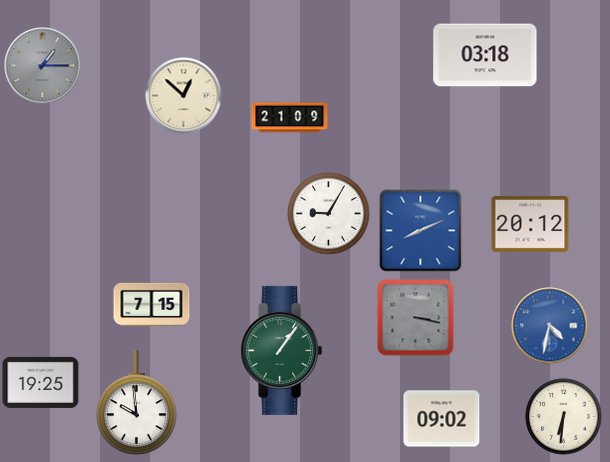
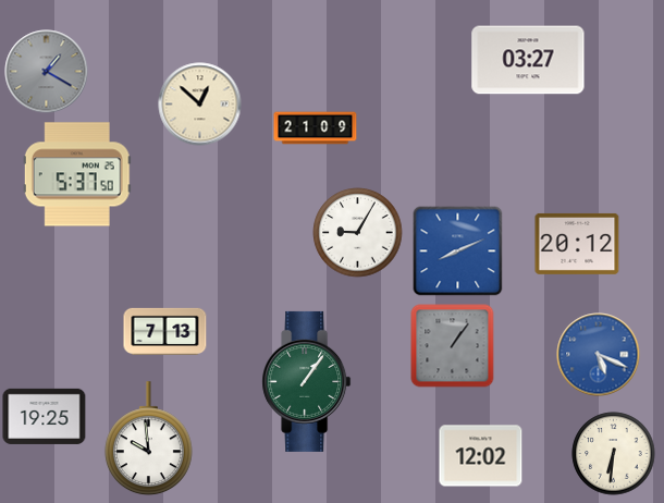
clock at (485, 55): 03:18 -> 03:27
clock at (43, 66): 1:15 -> 1:20
clock at (77, 174): none -> 5:37
clock at (152, 304): 7:15 -> 7:13
clock at (416, 318): 3:17 -> 1:06
clock at (550, 326): 4:32 -> 5:19
clock at (442, 419): 09:02 -> 12:02
